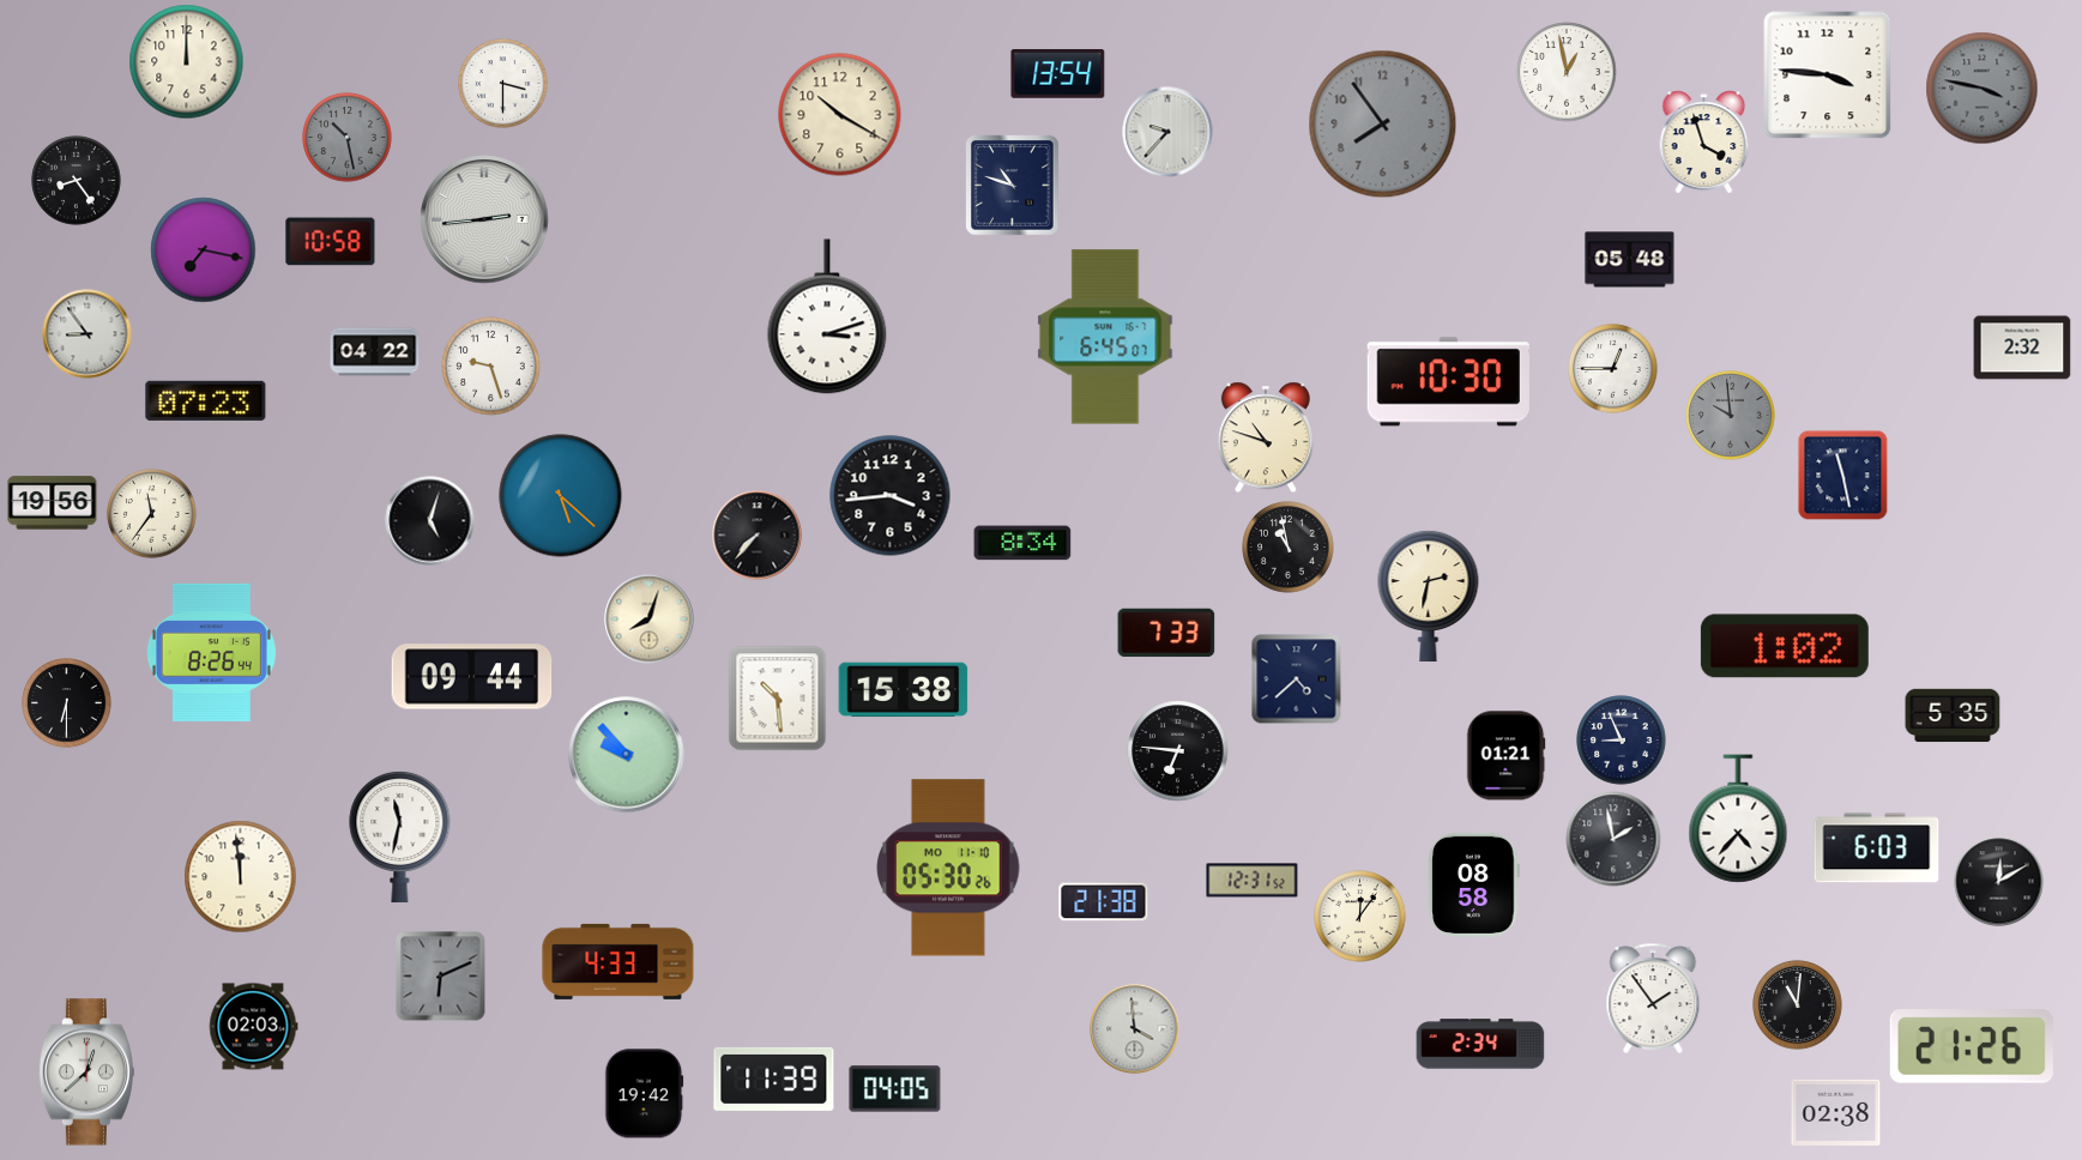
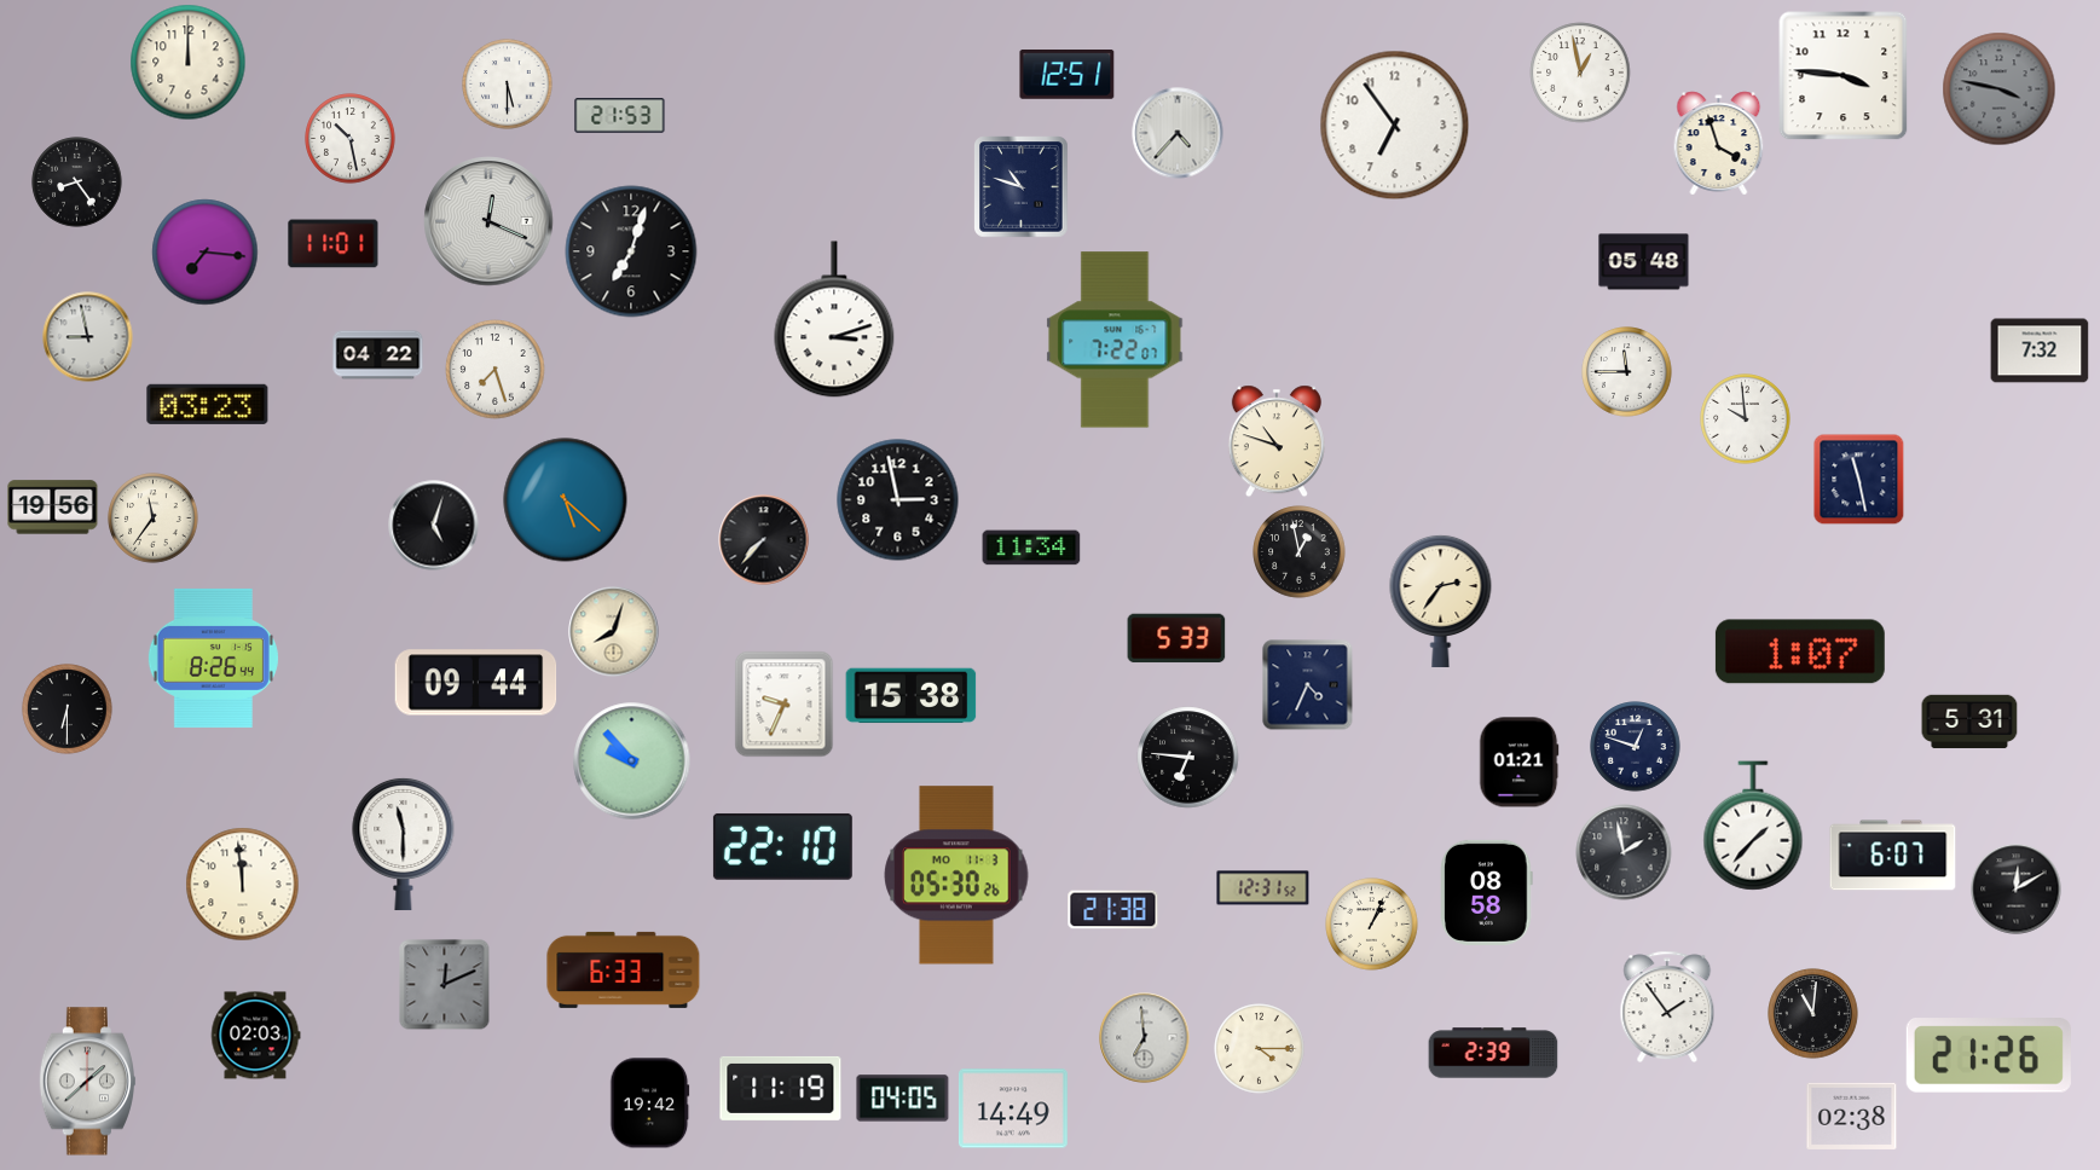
clock at (1058, 74): 13:54 -> 12:51
clock at (503, 84): 3:30 -> 5:30
clock at (620, 116): none -> 21:53
clock at (840, 115): 10:20 -> none
clock at (1383, 125): 7:54 -> 6:54
clock at (1383, 125) dial: grey -> white
clock at (1167, 132): 9:37 -> 4:37
clock at (348, 138) dial: grey -> white
clock at (484, 219): 2:44 -> 12:19
clock at (331, 242): 10:58 -> 11:01
clock at (631, 251): none -> 7:03
clock at (204, 250): 7:17 -> 7:16
clock at (87, 334): 8:54 -> 8:58
clock at (1105, 337): 6:45 -> 7:22
clock at (2022, 348): 2:32 -> 7:32
clock at (491, 367): 9:27 -> 7:27
clock at (1613, 369): 12:45 -> 11:45
clock at (1448, 382): 10:30 -> none
clock at (206, 400): 07:23 -> 03:23
clock at (1731, 416) dial: grey -> white
clock at (891, 496): 3:44 -> 2:58
clock at (1022, 543): 8:34 -> 11:34
clock at (1289, 548): 10:58 -> 12:58
clock at (1429, 596): 2:32 -> 2:36
clock at (650, 620) position: (650, 620) -> (614, 632)
clock at (1166, 633): 7:33 -> 5:33
clock at (1785, 646): 1:02 -> 1:07
clock at (1297, 679): 4:38 -> 4:34
clock at (778, 699): 10:29 -> 9:34
clock at (1953, 715): 5:35 -> 5:31
clock at (1622, 741): 8:56 -> 12:48
clock at (1738, 818): 4:37 -> 1:37
clock at (400, 836): 11:32 -> 11:30
clock at (782, 846): none -> 22:10
clock at (1613, 839) position: (1613, 839) -> (1624, 852)
clock at (1877, 848): 6:03 -> 6:07
clock at (948, 868) date: MO 11-10 -> MO 11-3
clock at (1360, 917): 12:06 -> 1:04
clock at (618, 961): 4:33 -> 6:33
clock at (441, 977): 6:11 -> 12:11
clock at (1135, 1029): 3:59 -> 6:59
clock at (1260, 1049): none -> 4:15
clock at (1480, 1044): 2:34 -> 2:39
clock at (86, 1073): 12:38 -> 1:38
clock at (774, 1079): 11:39 -> 11:19
clock at (1013, 1108): none -> 14:49
clock at (1836, 1112) position: (1836, 1112) -> (1852, 1116)
